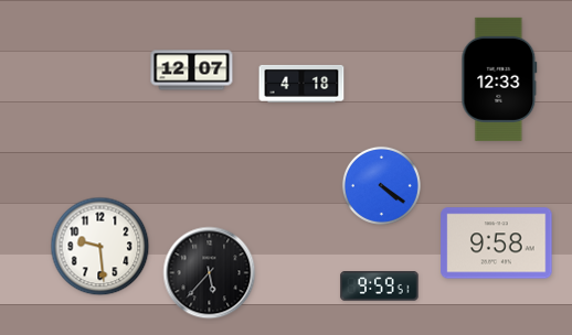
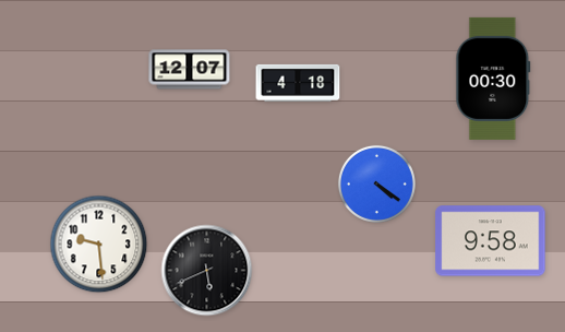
clock at (499, 79): 12:33 -> 00:30
clock at (210, 273): 5:37 -> 5:41
clock at (380, 287): 9:59 -> none
